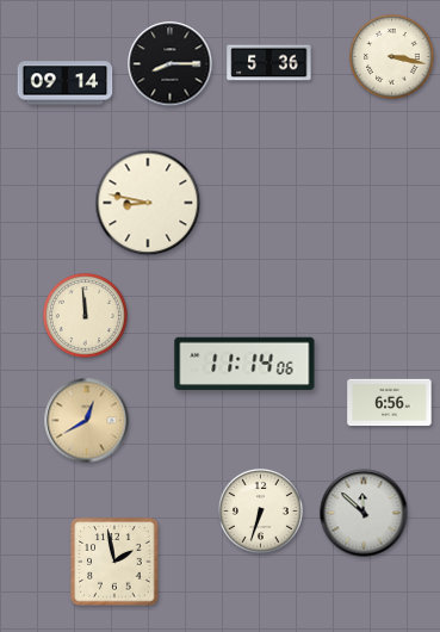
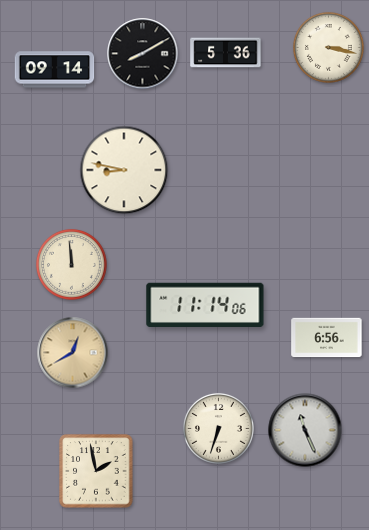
clock at (171, 64): 8:15 -> 8:10
clock at (364, 513): 11:52 -> 11:26
